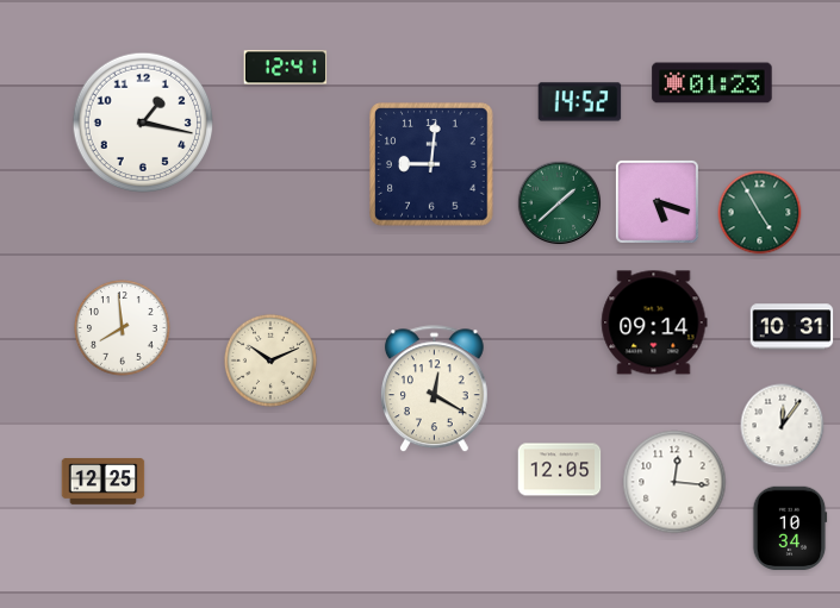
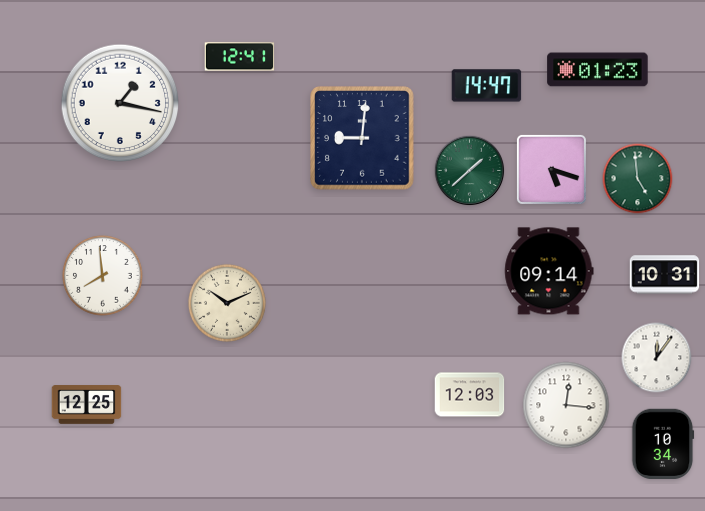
clock at (580, 102): 14:52 -> 14:47
clock at (760, 213): 4:55 -> 4:59
clock at (434, 389): 12:20 -> none
clock at (560, 470): 12:05 -> 12:03
